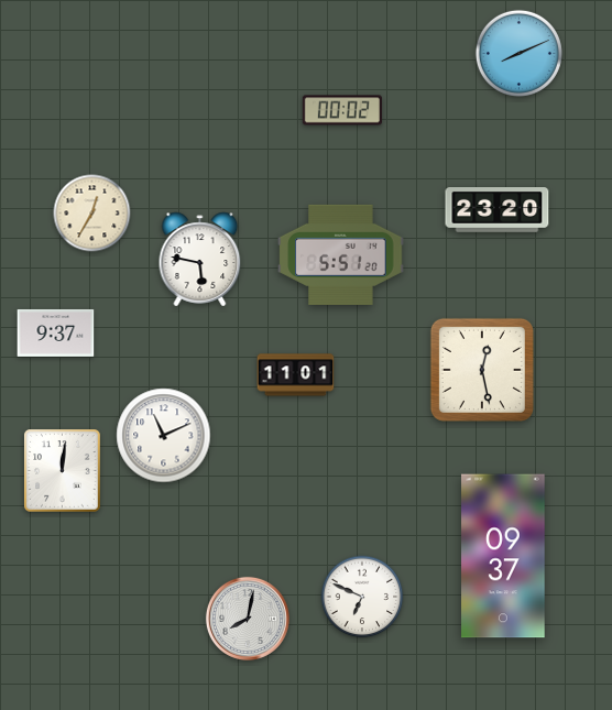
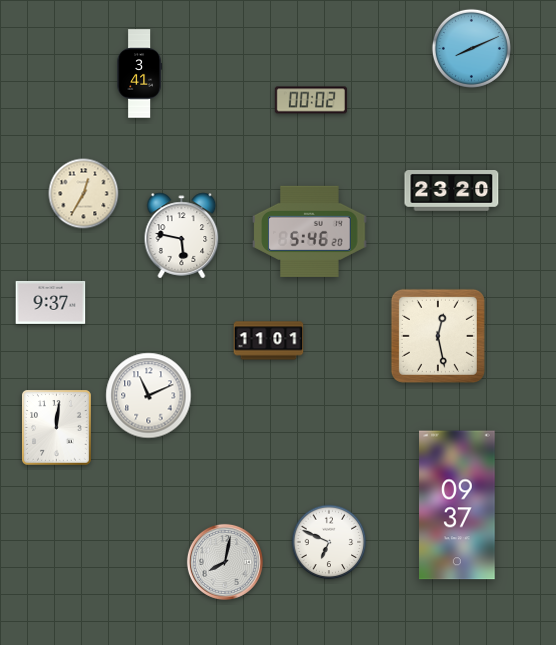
clock at (139, 74): none -> 3:41
clock at (341, 254): 5:51 -> 5:46
